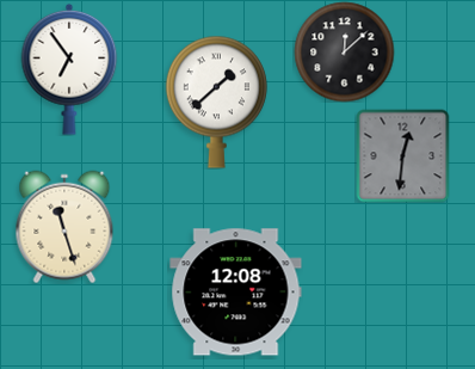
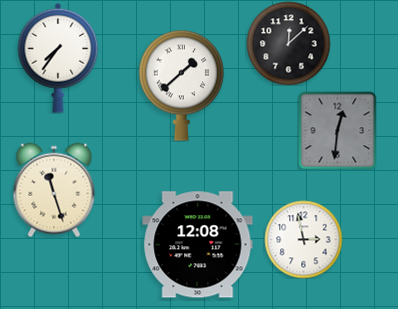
clock at (69, 69): 6:54 -> 7:36
clock at (303, 239): none -> 2:58
